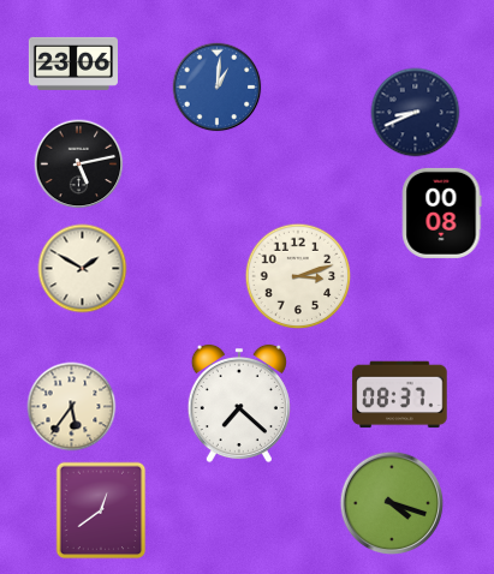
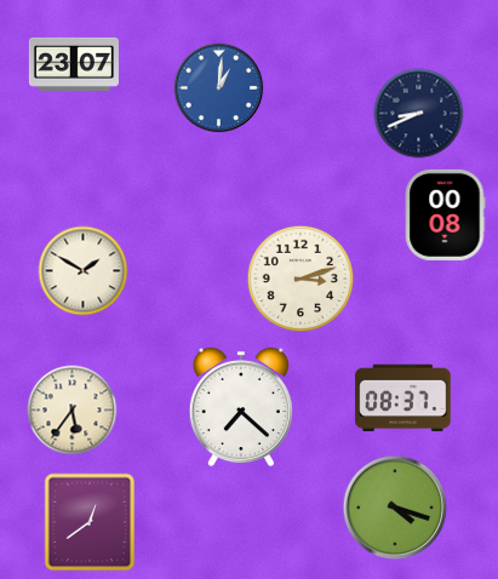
clock at (73, 64): 23:06 -> 23:07
clock at (79, 165): 5:13 -> none
clock at (101, 510) position: (101, 510) -> (90, 522)
